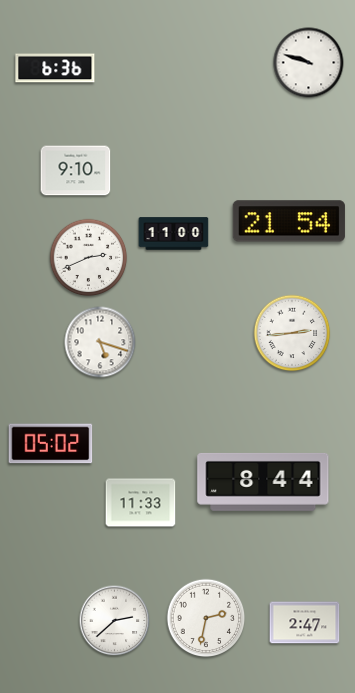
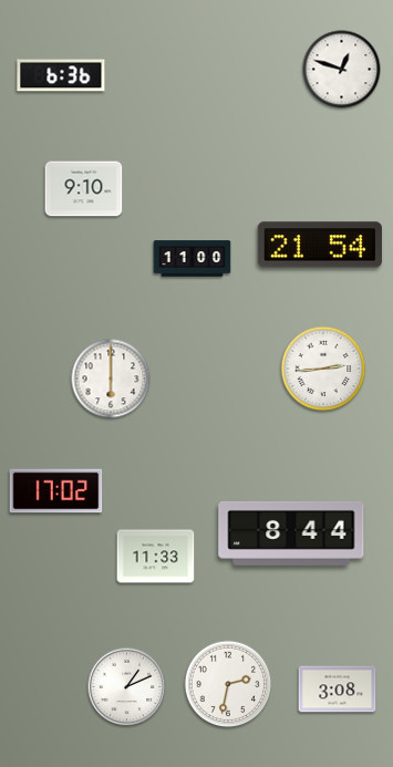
clock at (309, 63): 9:48 -> 12:48
clock at (89, 258): 2:41 -> none
clock at (100, 342): 5:18 -> 6:00
clock at (51, 444): 05:02 -> 17:02
clock at (115, 621): 2:38 -> 1:11
clock at (305, 623): 2:47 -> 3:08
